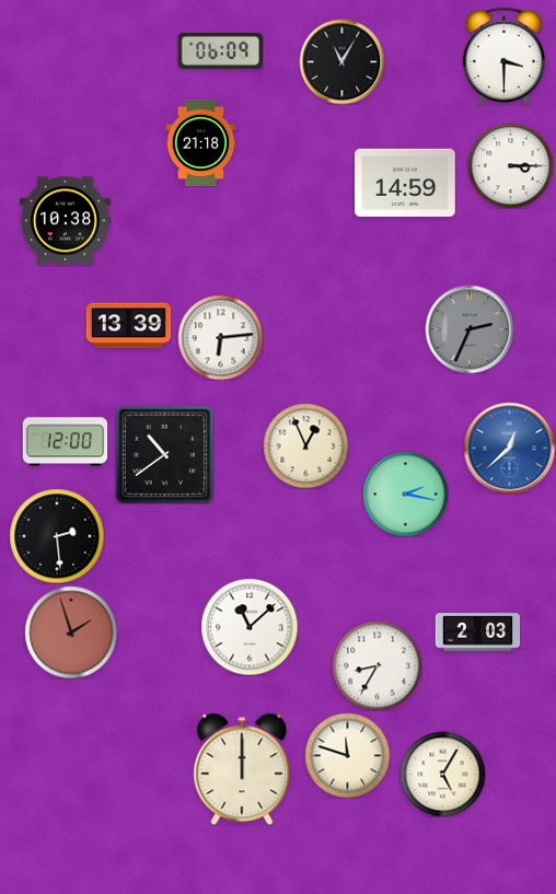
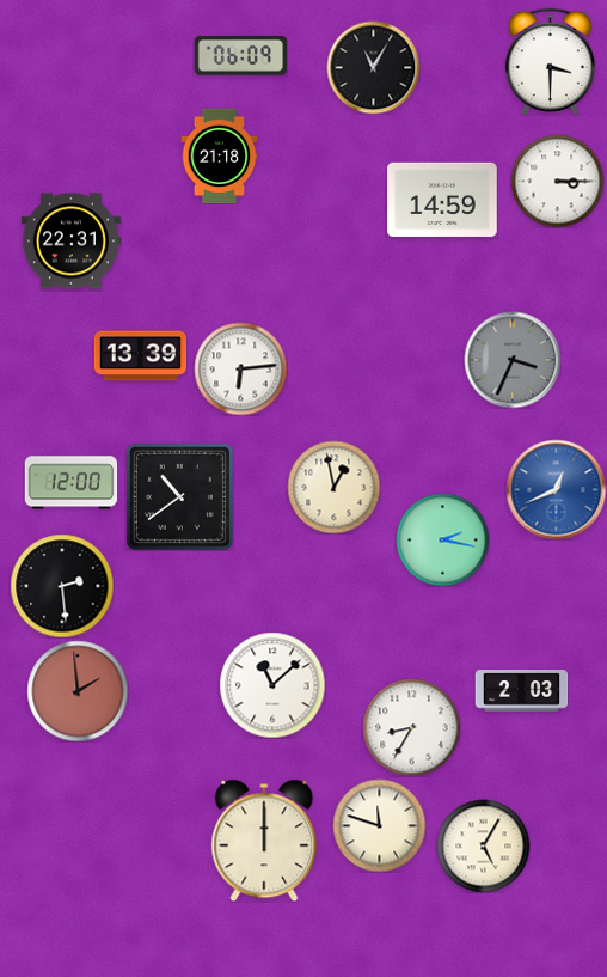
clock at (65, 221): 10:38 -> 22:31
clock at (470, 329): 2:34 -> 3:34
clock at (305, 445): 12:56 -> 12:58
clock at (509, 448): 12:38 -> 12:41
clock at (71, 632): 1:57 -> 1:59
